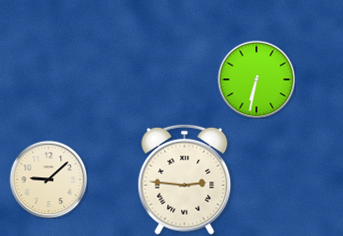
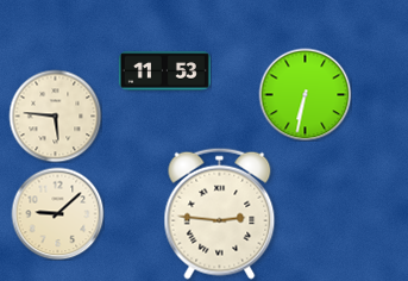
clock at (164, 71): none -> 11:53
clock at (55, 115): none -> 5:46
